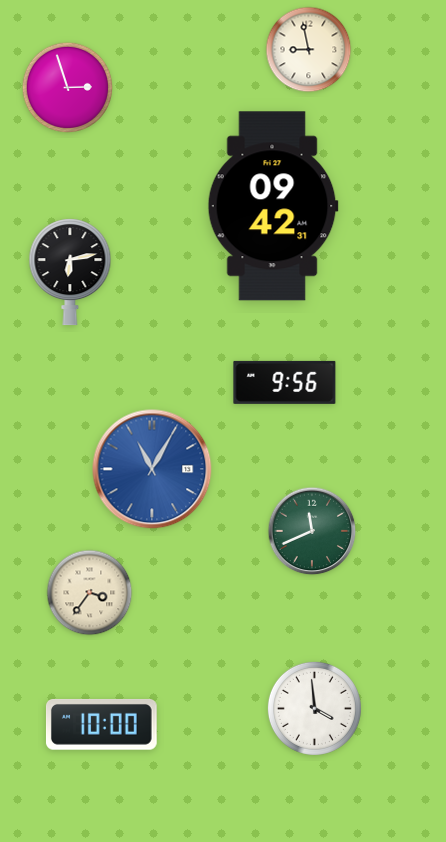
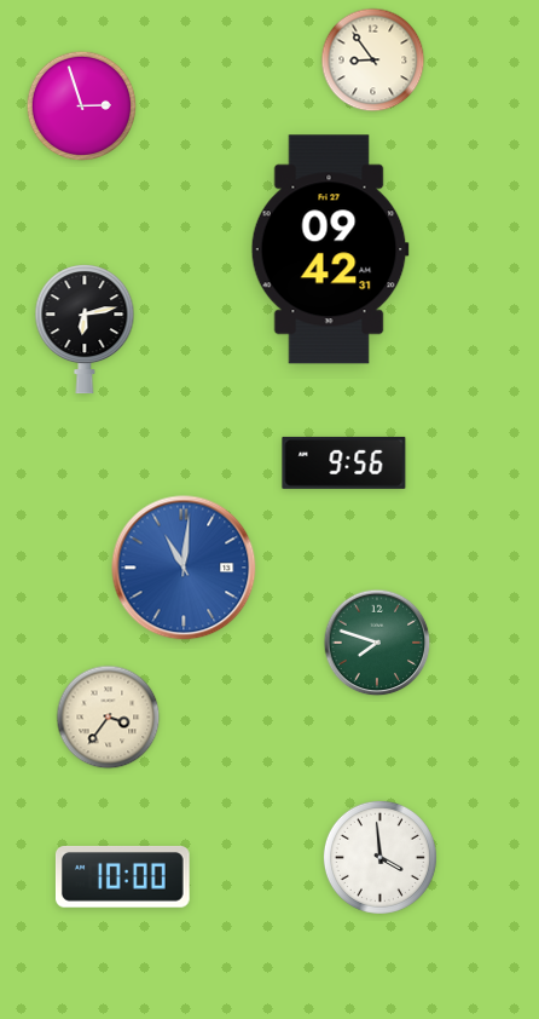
clock at (309, 50): 8:58 -> 8:54
clock at (152, 469): 11:05 -> 11:01
clock at (312, 531): 11:41 -> 7:48
